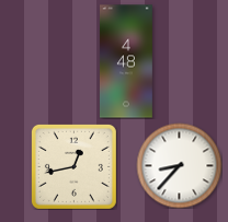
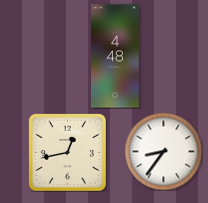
clock at (179, 165): 8:37 -> 8:36
